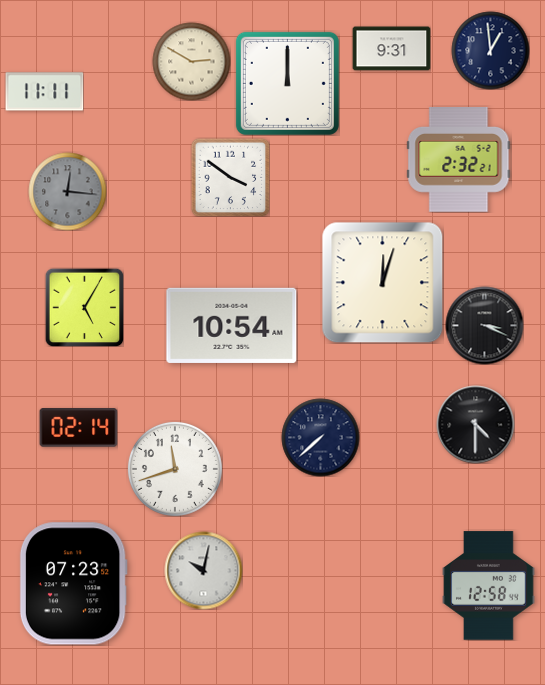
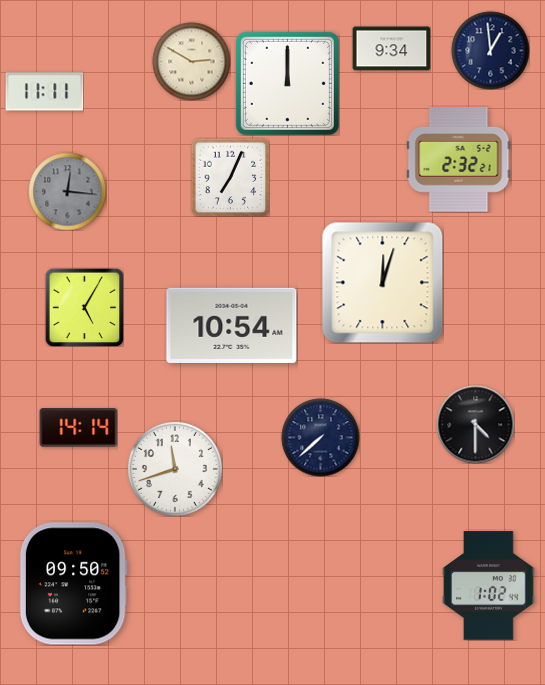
clock at (391, 49): 9:31 -> 9:34
clock at (230, 177): 3:51 -> 7:04
clock at (484, 325): 3:19 -> none
clock at (78, 428): 02:14 -> 14:14
clock at (203, 570): 10:02 -> none
clock at (73, 584): 07:23 -> 09:50
clock at (489, 586): 12:58 -> 1:02
